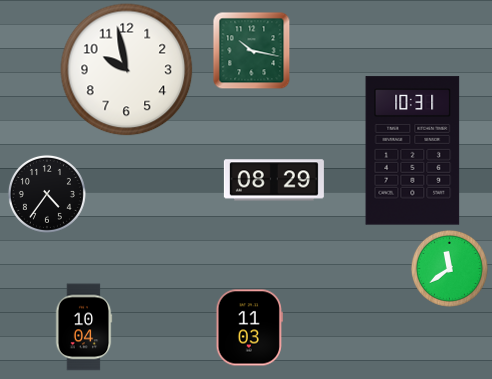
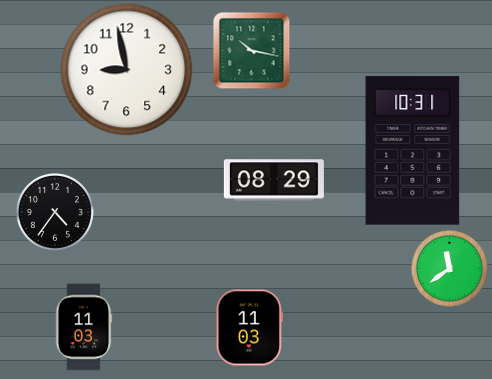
clock at (127, 70): 9:58 -> 8:58
clock at (47, 194) position: (47, 194) -> (55, 212)
clock at (84, 327): 10:04 -> 11:03
